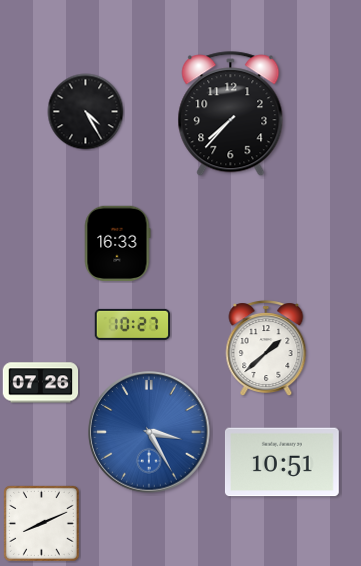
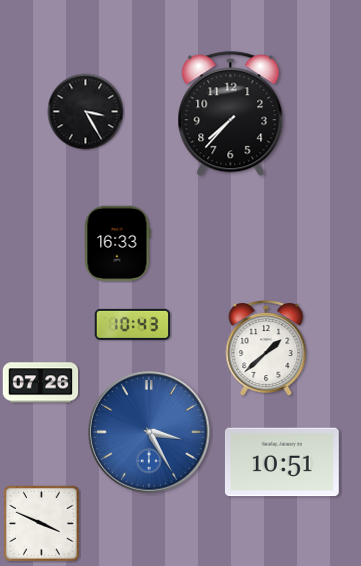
clock at (86, 112): 4:25 -> 3:25
clock at (133, 324): 10:27 -> 10:43
clock at (41, 523): 8:11 -> 3:49
